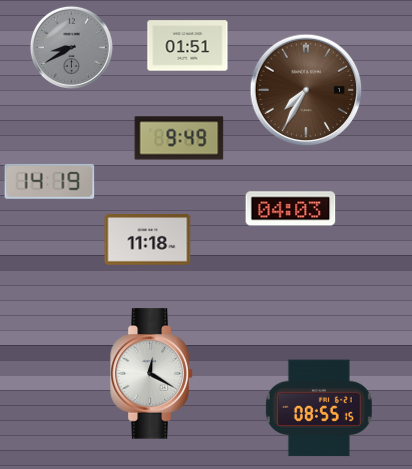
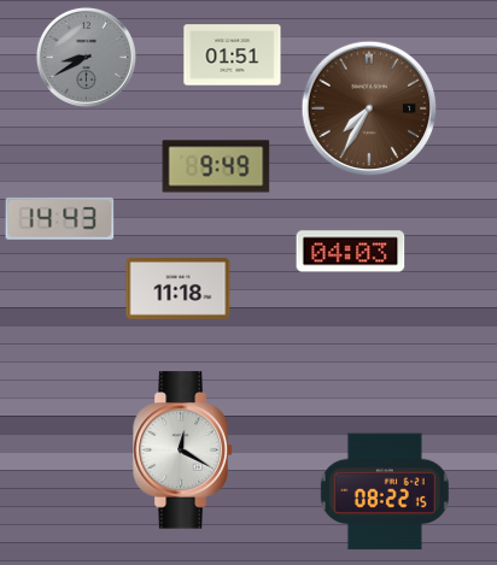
clock at (188, 46) position: (188, 46) -> (233, 55)
clock at (50, 181): 14:19 -> 14:43
clock at (319, 408): 08:55 -> 08:22
